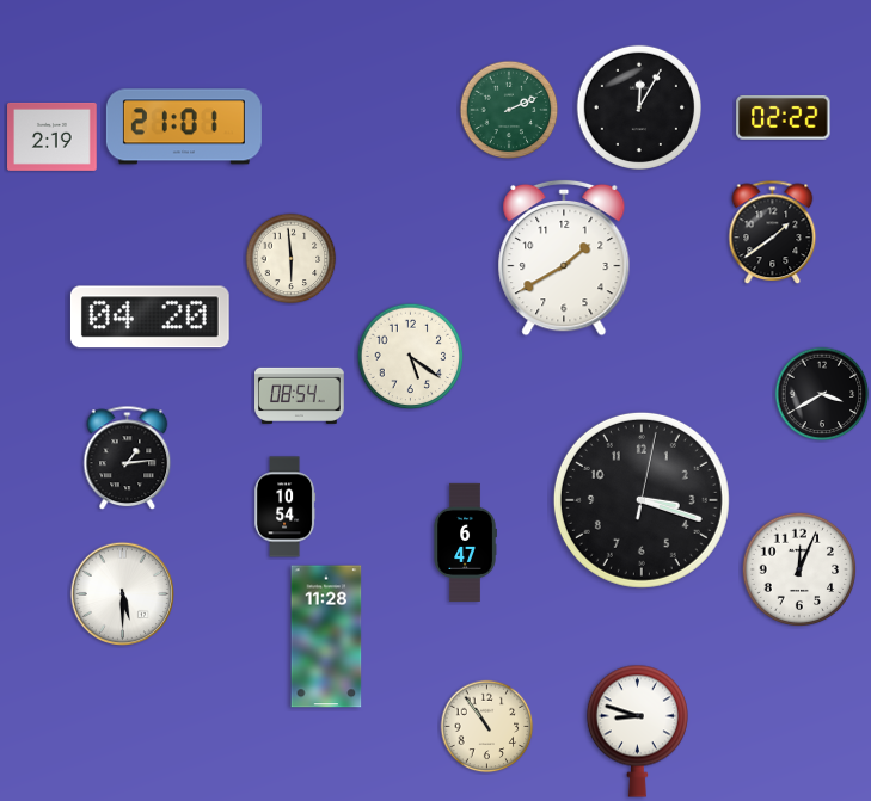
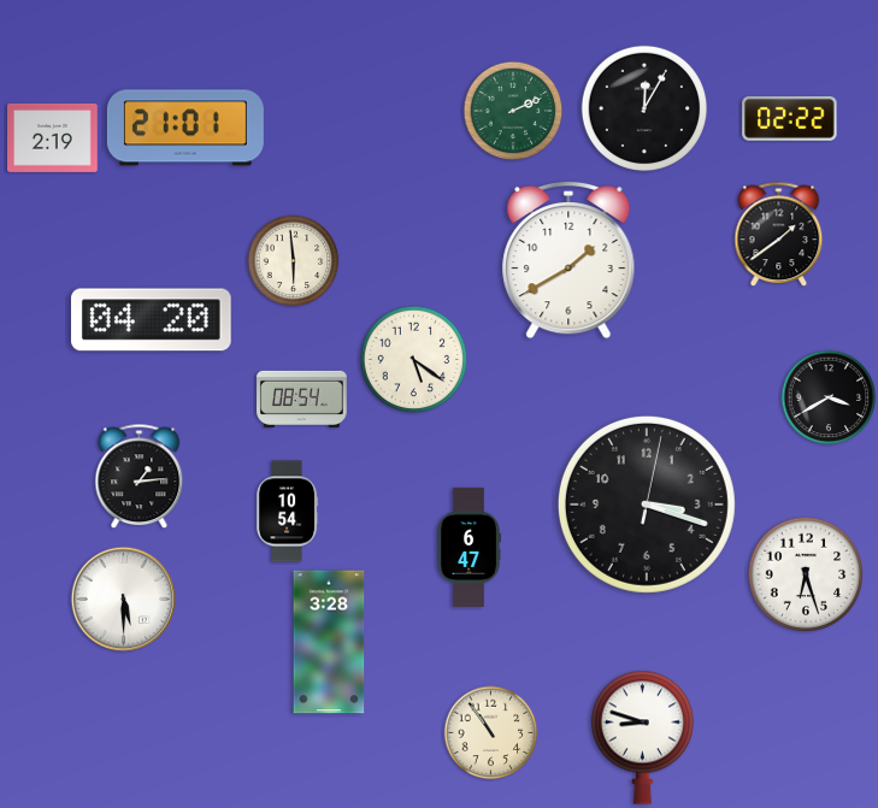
clock at (128, 458) position: (128, 458) -> (140, 477)
clock at (799, 569): 12:04 -> 6:27
clock at (326, 636): 11:28 -> 3:28
